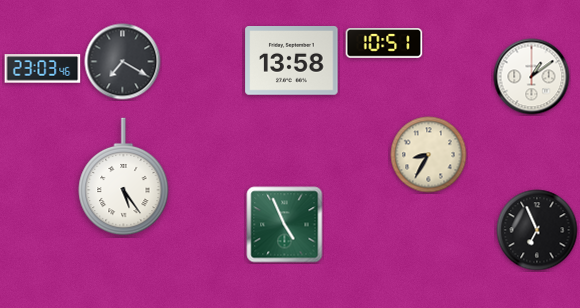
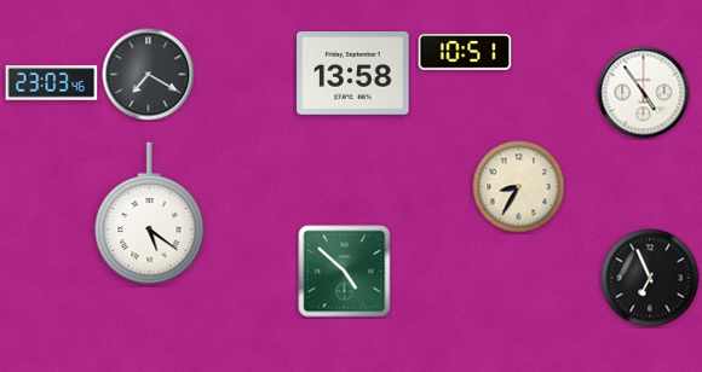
clock at (532, 77): 1:09 -> 4:54
clock at (124, 177): 5:24 -> 5:21
clock at (285, 225): 4:56 -> 4:52
